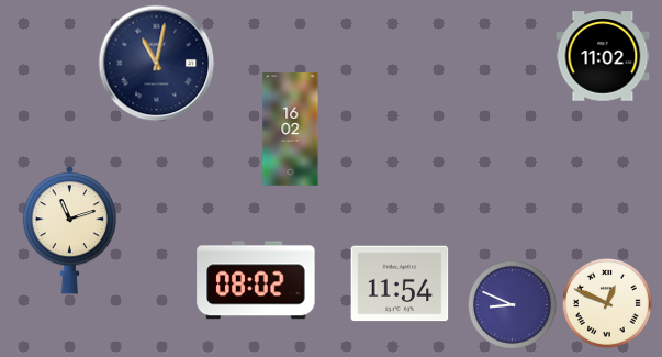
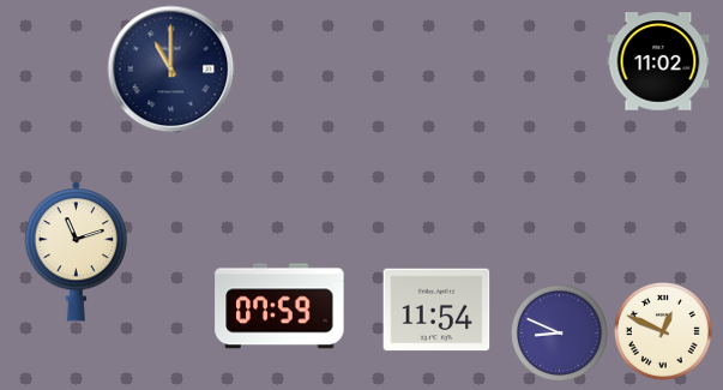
clock at (157, 64): 11:02 -> 11:00
clock at (291, 130): 16:02 -> none
clock at (256, 280): 08:02 -> 07:59
